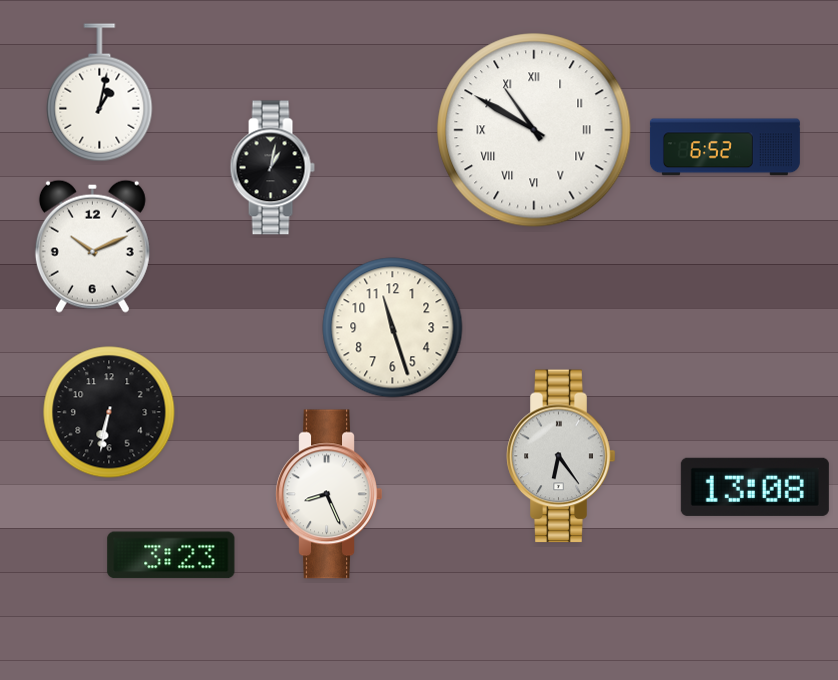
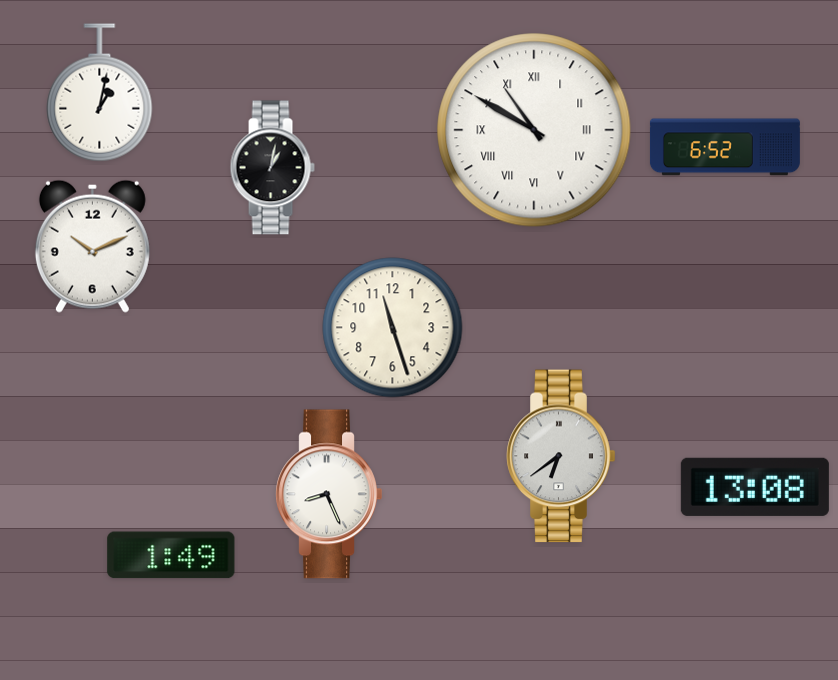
clock at (109, 412): 6:32 -> none
clock at (561, 456): 6:24 -> 6:39
clock at (171, 555): 3:23 -> 1:49
